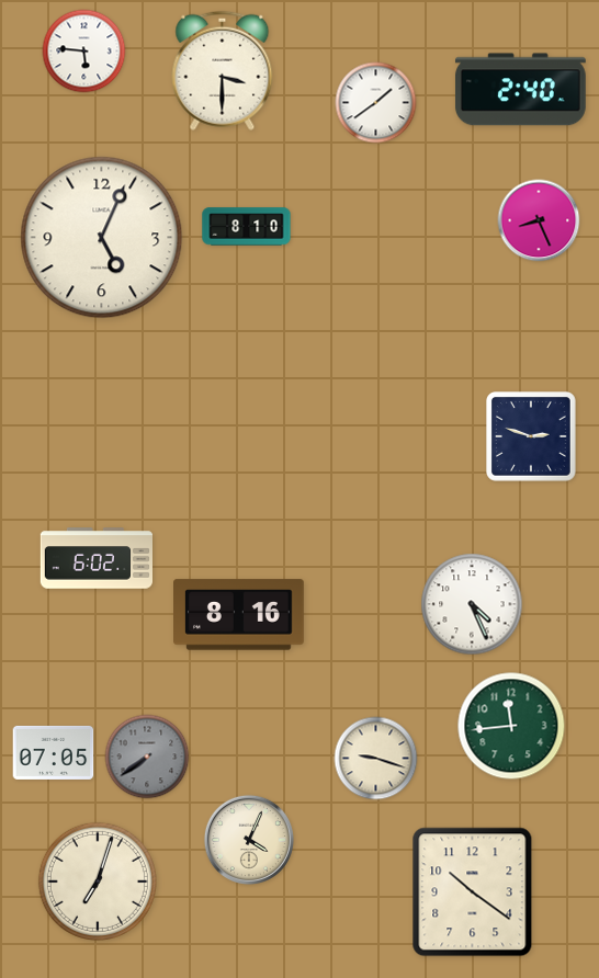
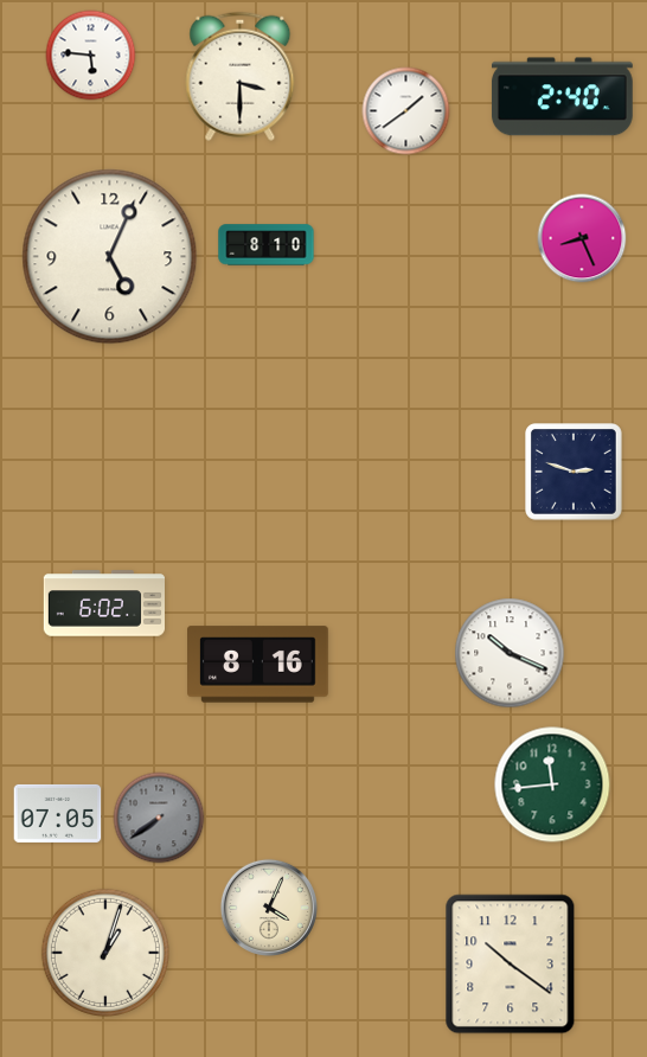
clock at (472, 604): 4:26 -> 10:19
clock at (376, 759): 9:18 -> none
clock at (98, 882): 7:03 -> 1:03
